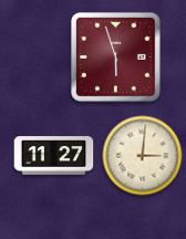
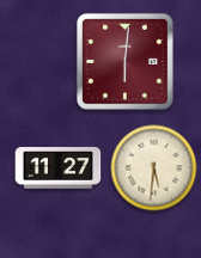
clock at (115, 56): 5:57 -> 6:01
clock at (143, 156): 3:01 -> 5:31
